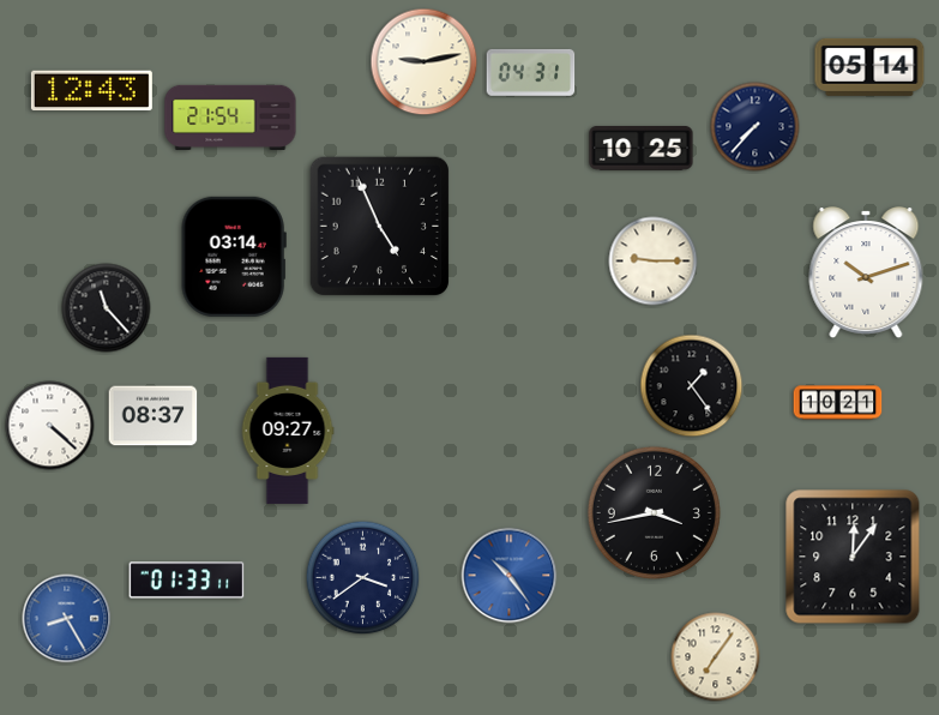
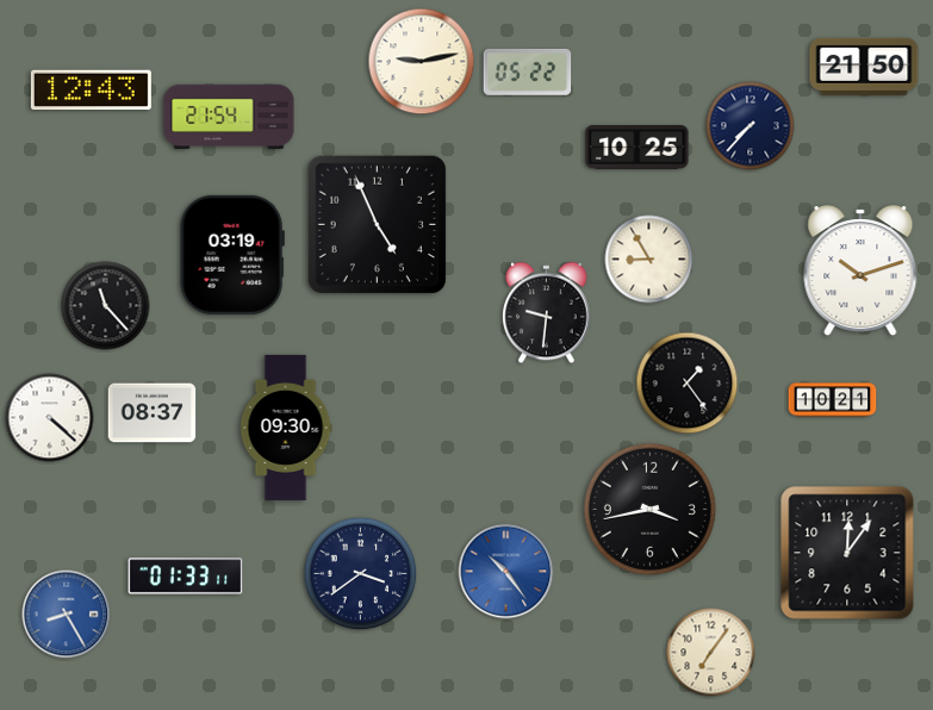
clock at (869, 67): 05:14 -> 21:50
clock at (531, 72): 04:31 -> 05:22
clock at (234, 257): 03:14 -> 03:19
clock at (654, 262): 9:15 -> 8:55
clock at (547, 313): none -> 9:31
clock at (50, 426) position: (50, 426) -> (50, 418)
clock at (288, 431): 09:27 -> 09:30
